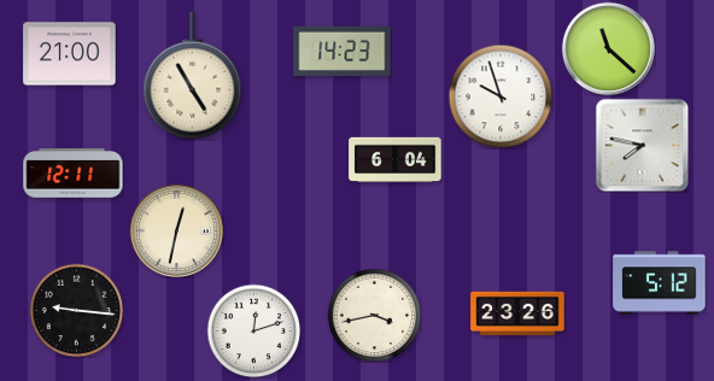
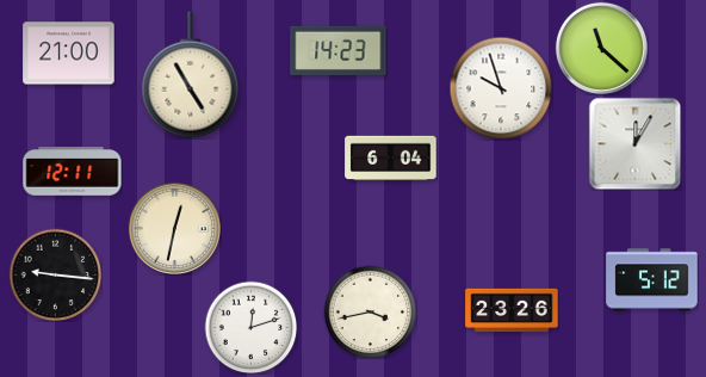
clock at (501, 96) position: (501, 96) -> (501, 88)
clock at (642, 145): 7:47 -> 12:05
clock at (76, 310) position: (76, 310) -> (55, 274)
